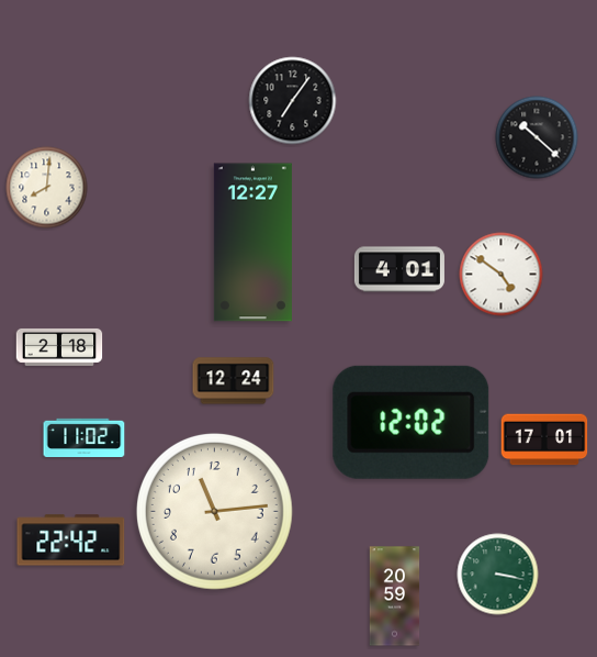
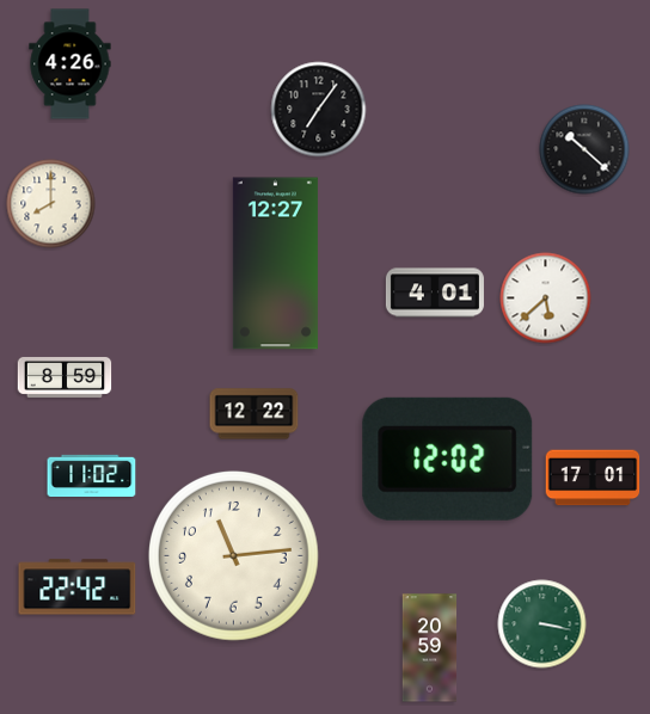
clock at (70, 64): none -> 4:26
clock at (47, 188): 8:01 -> 8:00
clock at (502, 275): 4:51 -> 5:38
clock at (59, 347): 2:18 -> 8:59
clock at (234, 381): 12:24 -> 12:22
